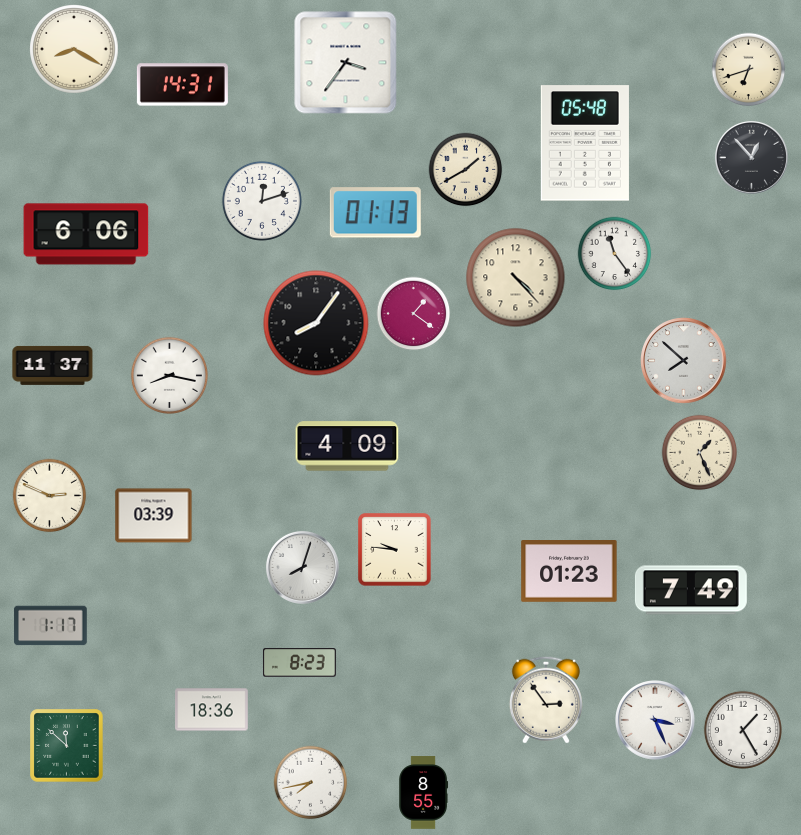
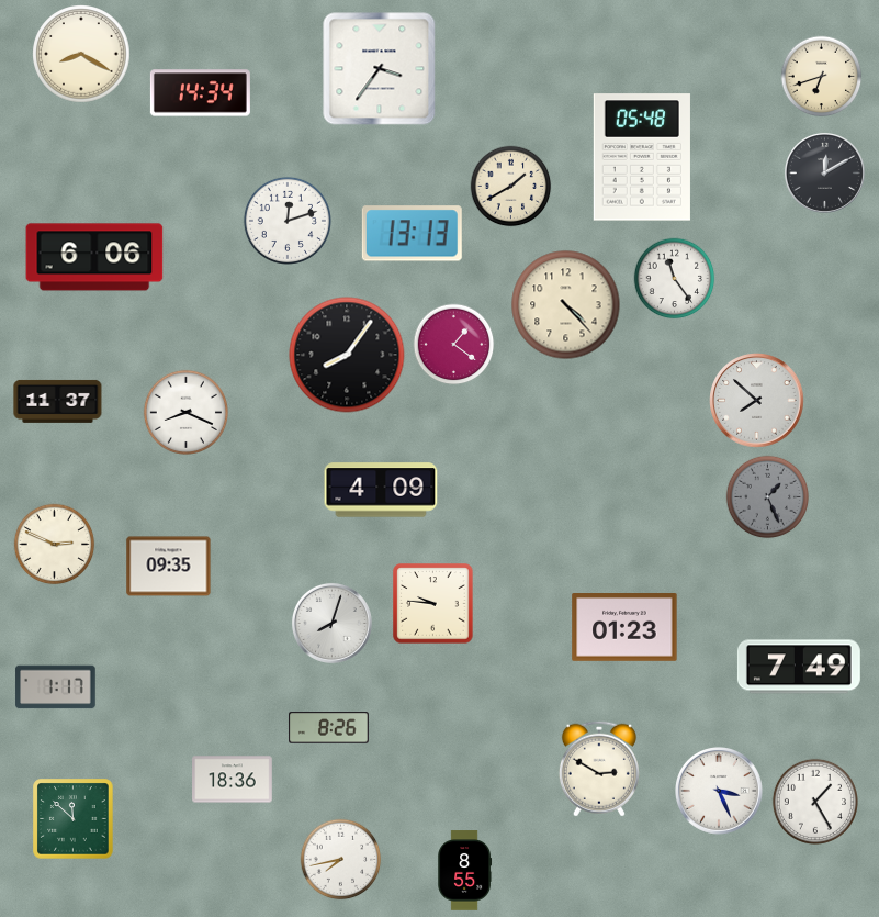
clock at (182, 85): 14:31 -> 14:34
clock at (751, 157): 12:53 -> 12:10
clock at (375, 213): 01:13 -> 13:13
clock at (684, 361) position: (684, 361) -> (757, 401)
clock at (169, 375): 8:17 -> 8:19
clock at (700, 453) dial: cream -> grey
clock at (154, 516): 03:39 -> 09:35
clock at (691, 590) position: (691, 590) -> (799, 667)
clock at (300, 663): 8:23 -> 8:26
clock at (546, 700): 2:54 -> 2:50
